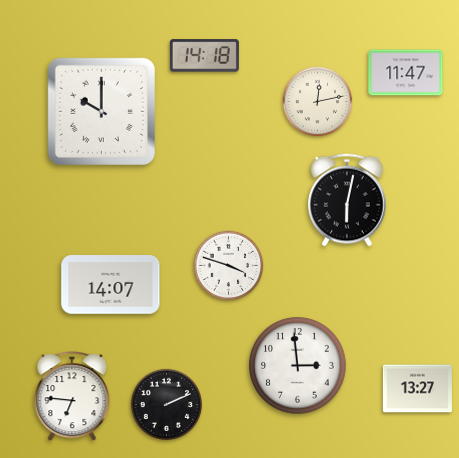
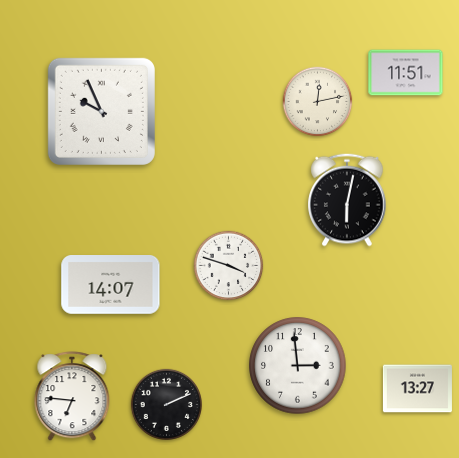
clock at (204, 56): 14:18 -> none
clock at (406, 73): 11:47 -> 11:51
clock at (101, 111): 10:00 -> 9:56
